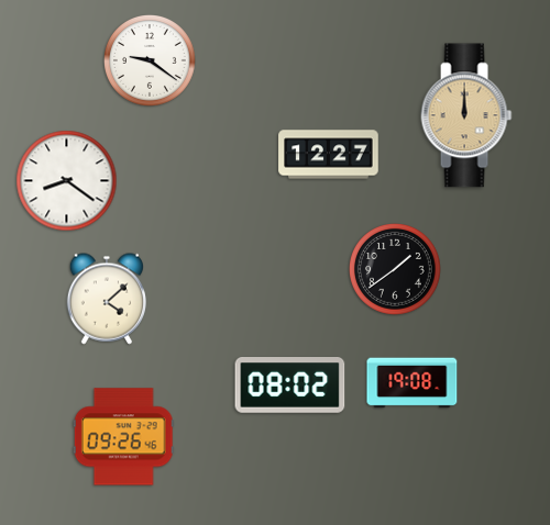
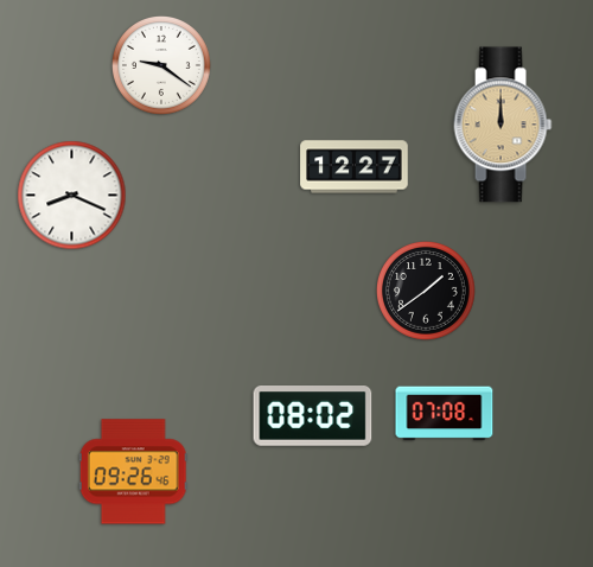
clock at (67, 181): 8:21 -> 8:19
clock at (106, 299): 4:08 -> none
clock at (413, 383): 19:08 -> 07:08
